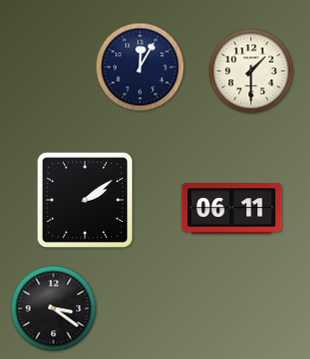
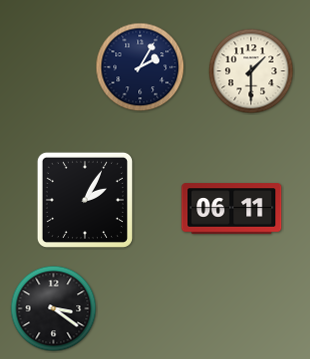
clock at (140, 67): 12:05 -> 2:05
clock at (85, 200): 2:09 -> 2:05
